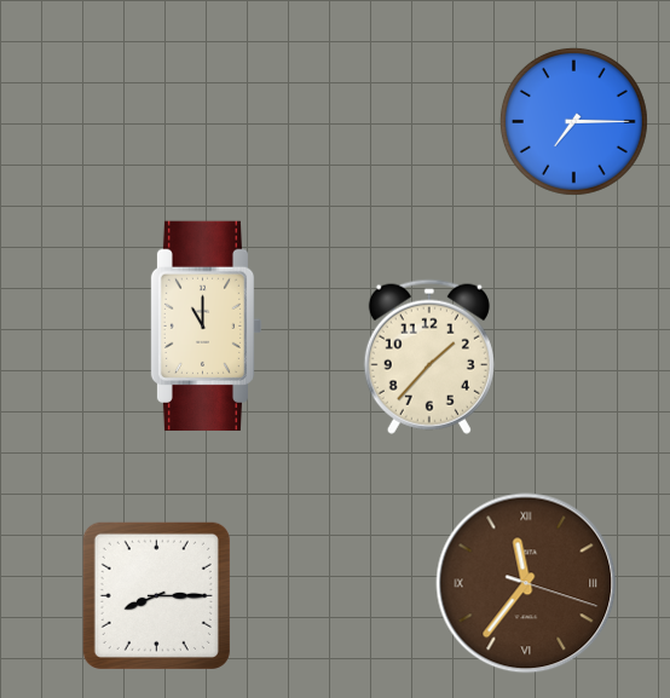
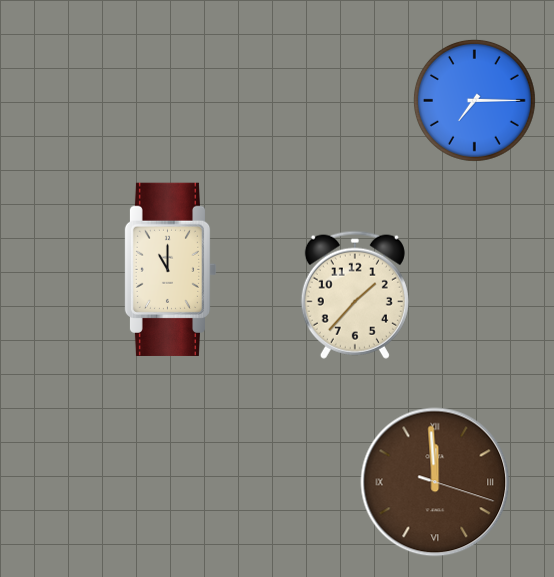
clock at (526, 583): 11:36 -> 11:59
clock at (156, 595): 8:15 -> none
